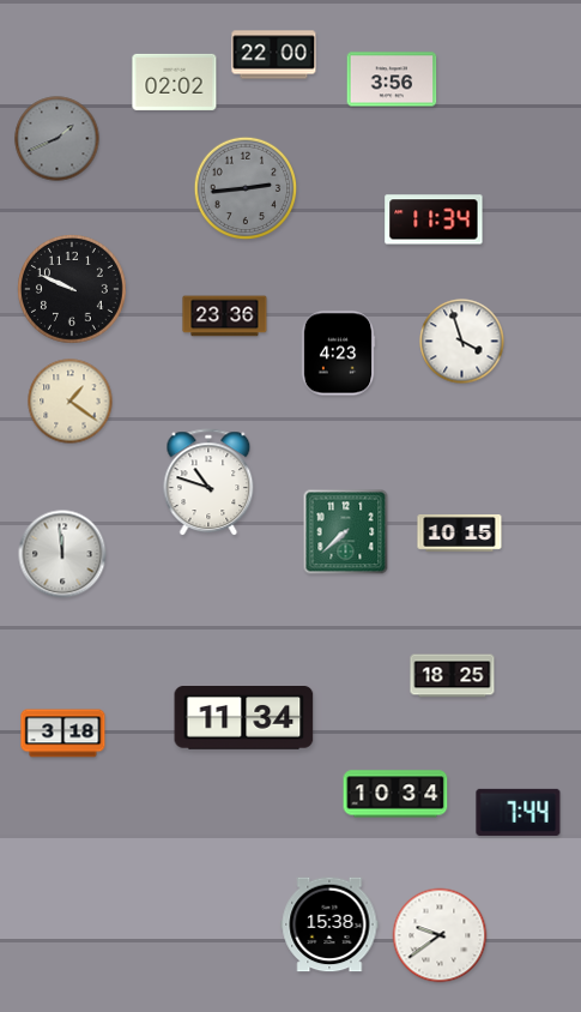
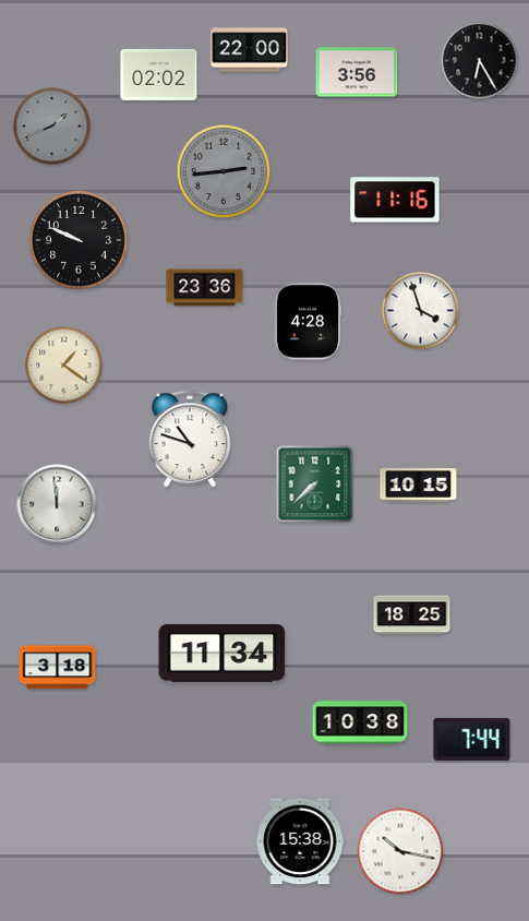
clock at (480, 61): none -> 6:25
clock at (434, 219): 11:34 -> 11:16
clock at (73, 290) position: (73, 290) -> (80, 241)
clock at (338, 354): 4:23 -> 4:28
clock at (395, 794): 10:34 -> 10:38
clock at (440, 935): 9:39 -> 10:17
